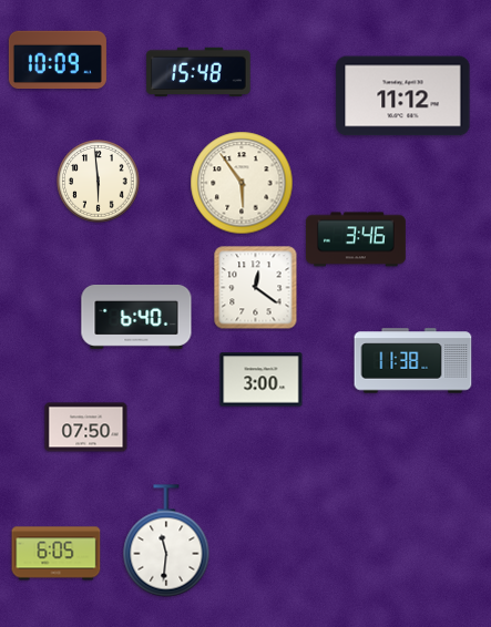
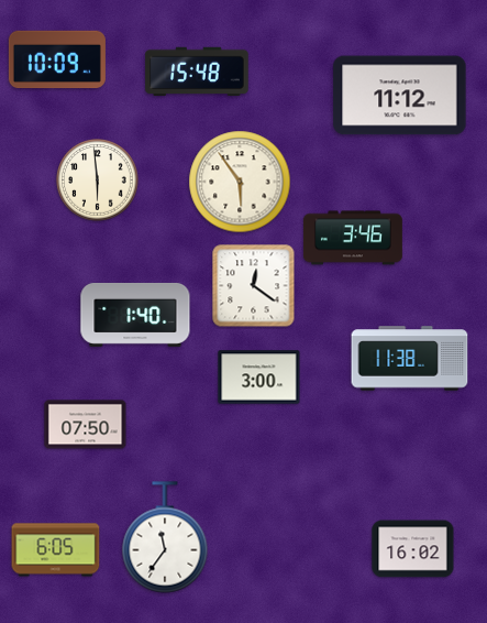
clock at (136, 317): 6:40 -> 1:40
clock at (166, 541): 11:31 -> 11:36
clock at (413, 549): none -> 16:02
